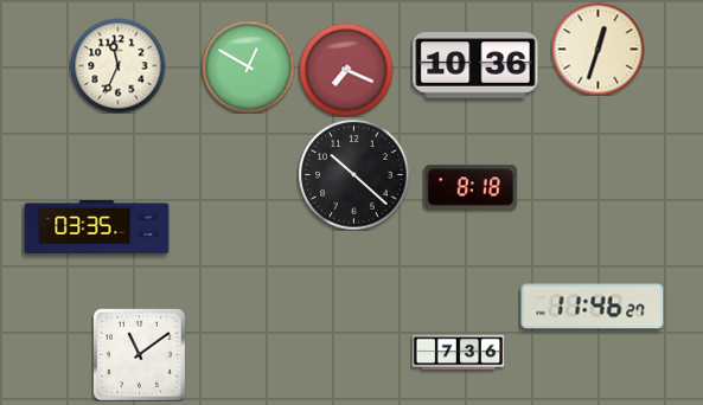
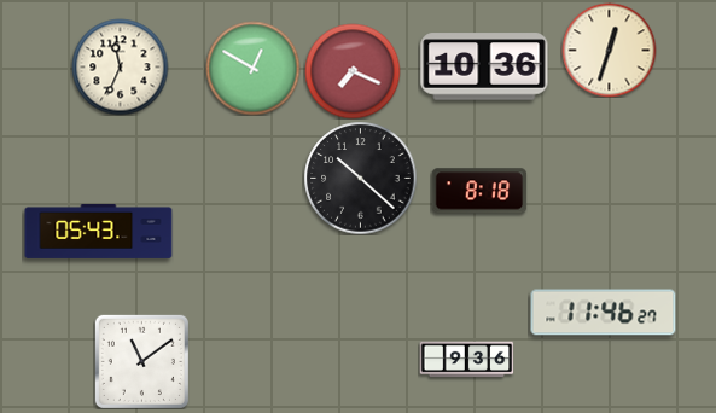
clock at (97, 226): 03:35 -> 05:43
clock at (458, 353): 7:36 -> 9:36
